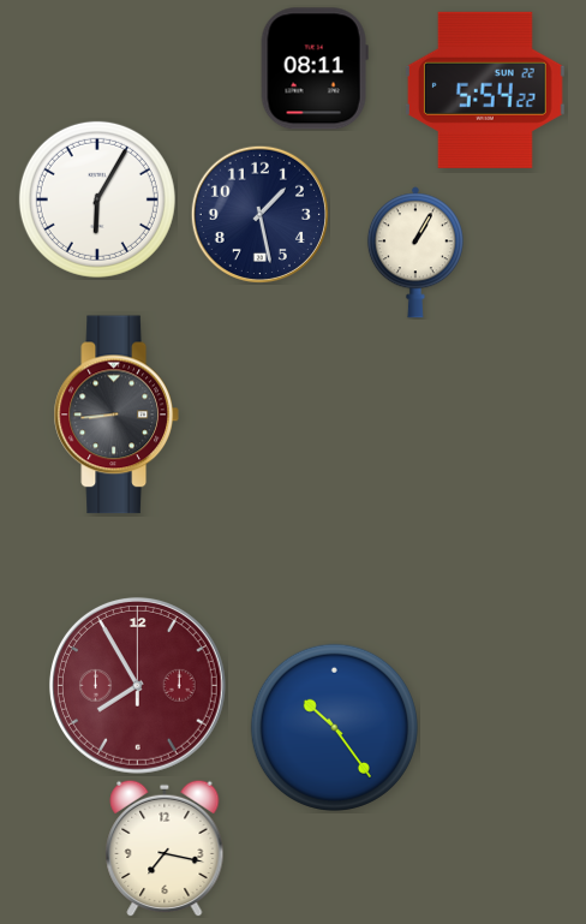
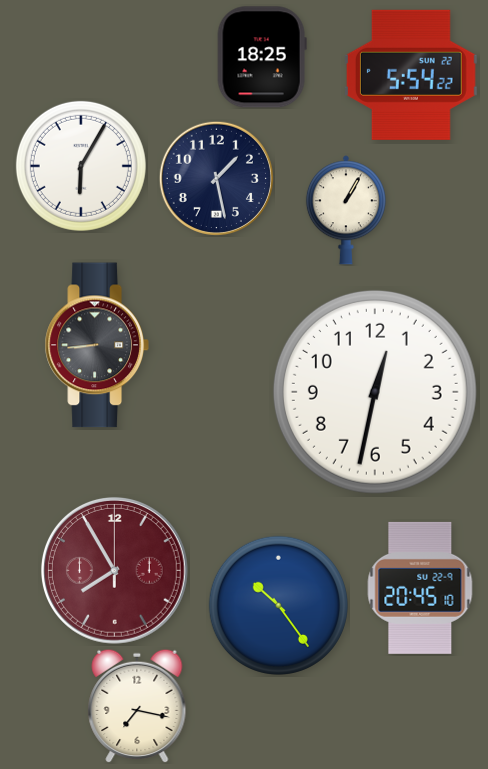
clock at (315, 68): 08:11 -> 18:25
clock at (485, 90) position: (485, 90) -> (411, 75)
clock at (375, 392): none -> 12:32
clock at (420, 588): none -> 20:45
